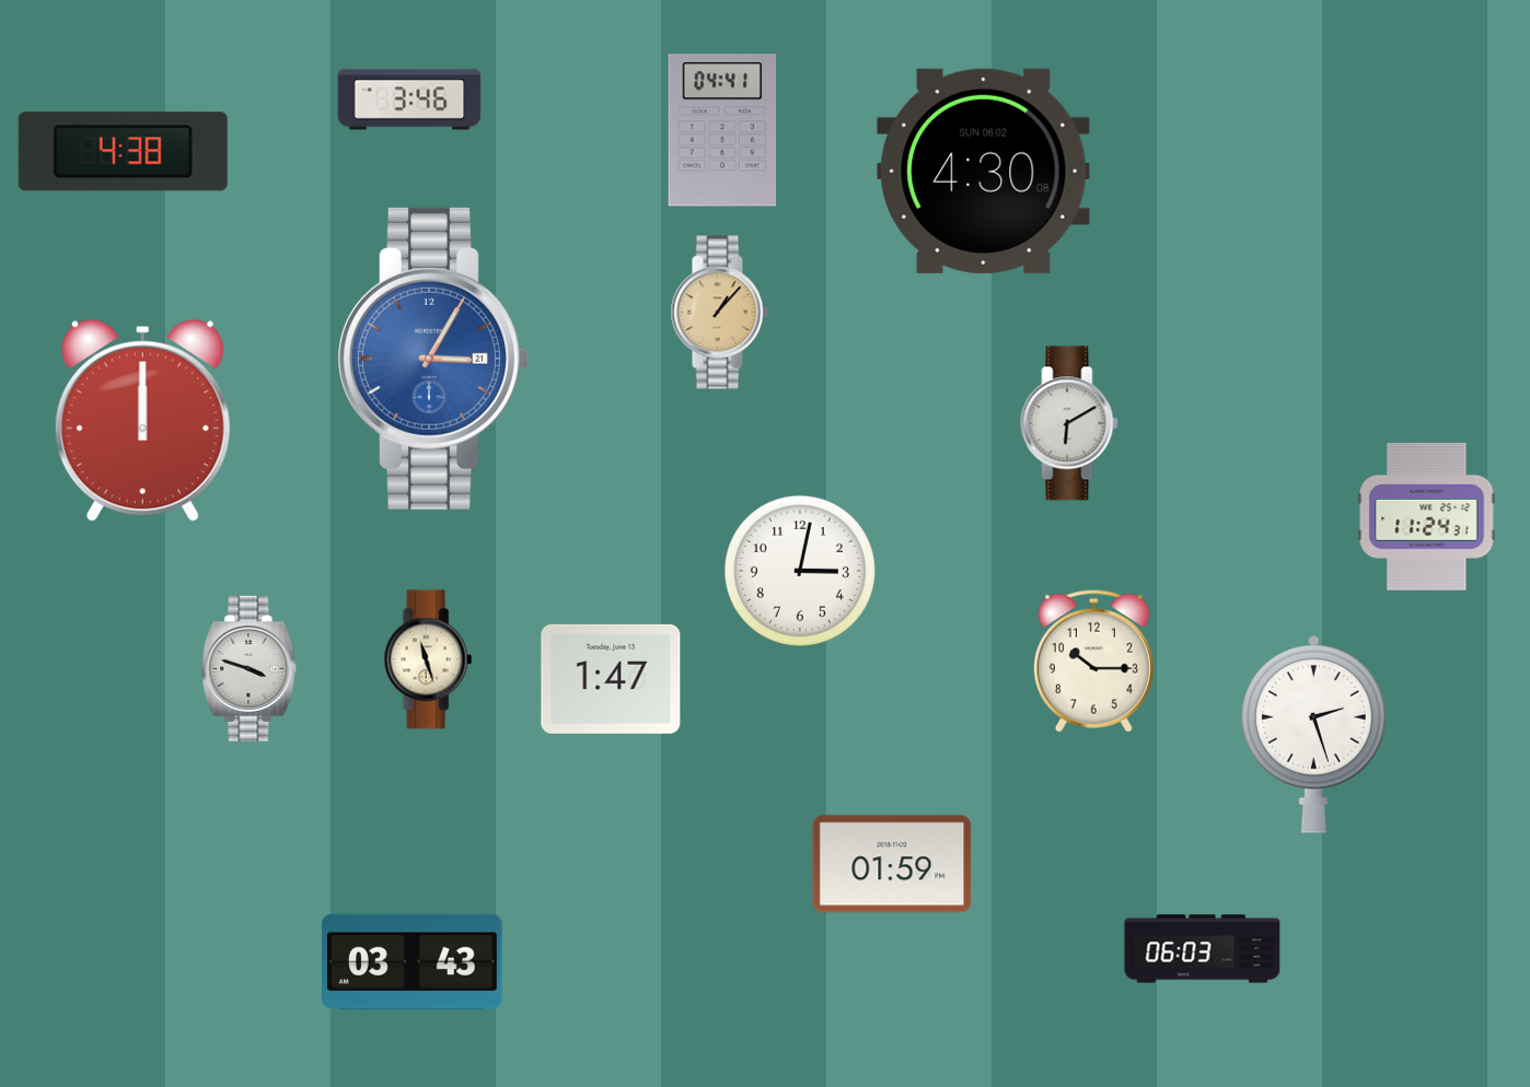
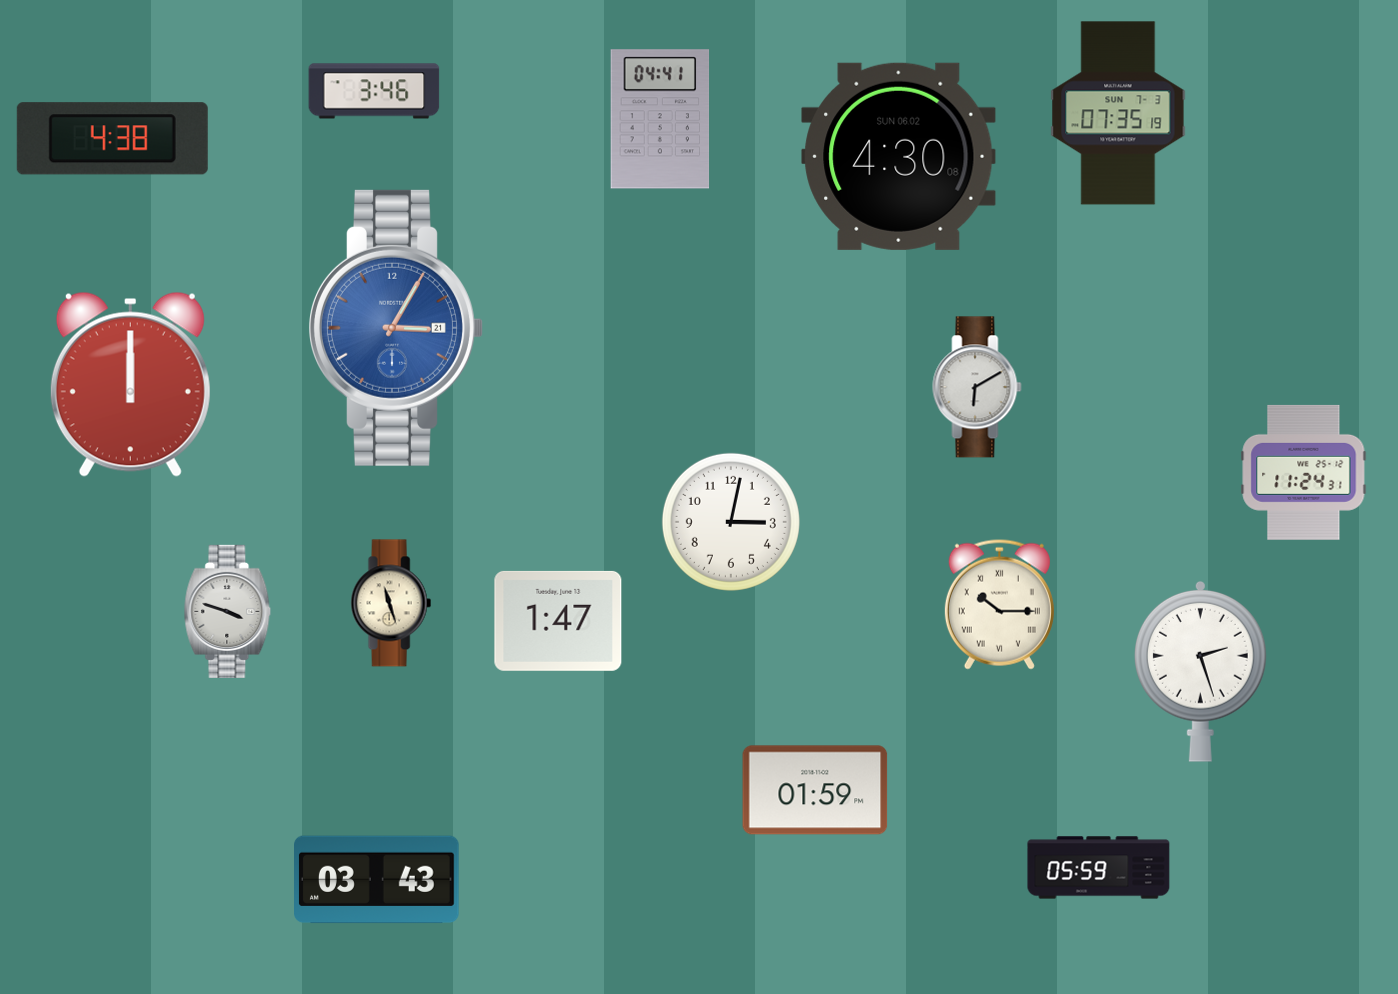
clock at (1118, 113): none -> 07:35
clock at (719, 313): 1:07 -> none
clock at (1093, 661) numerals: Arabic -> Roman
clock at (1203, 949): 06:03 -> 05:59
